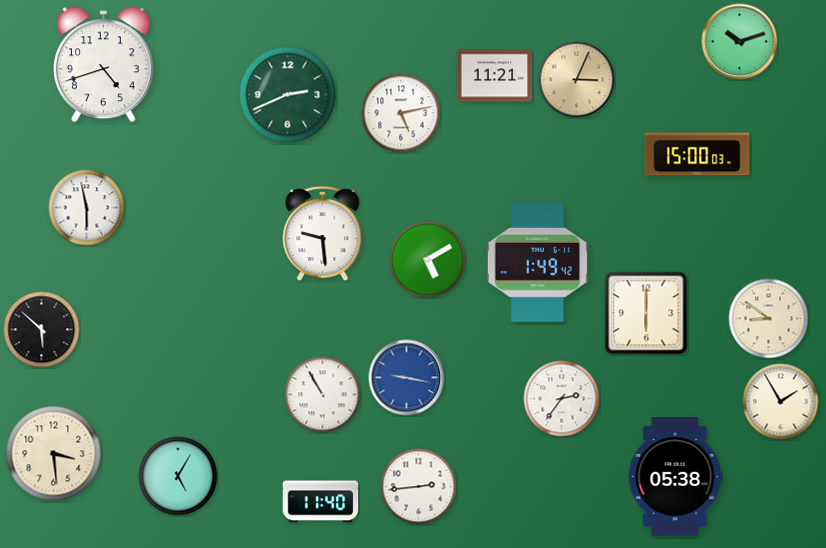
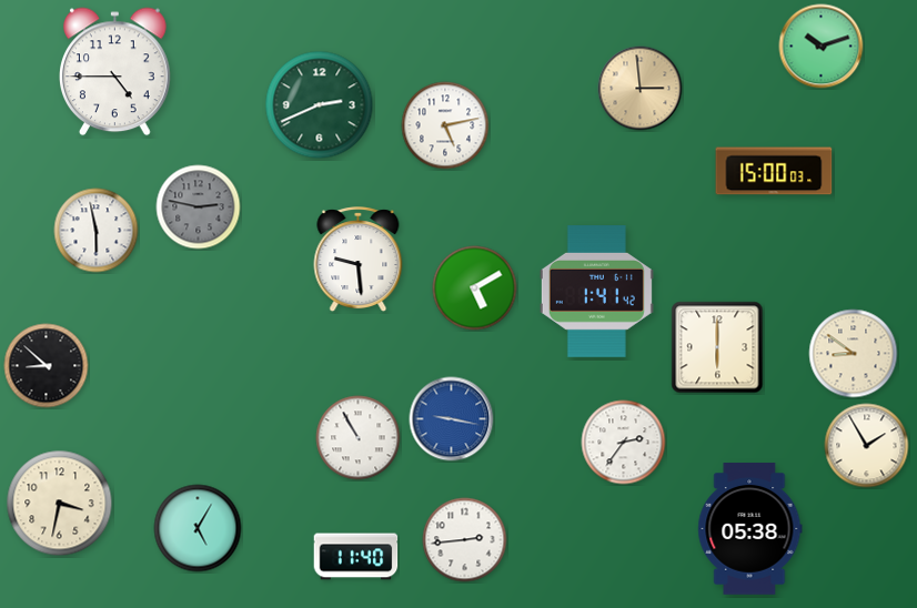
clock at (104, 65): 4:42 -> 4:45
clock at (495, 76): 11:21 -> none
clock at (577, 80): 3:04 -> 2:59
clock at (199, 207): none -> 2:47
clock at (537, 263): 1:49 -> 1:41
clock at (42, 330): 5:52 -> 8:52
clock at (54, 454): 3:29 -> 3:32
